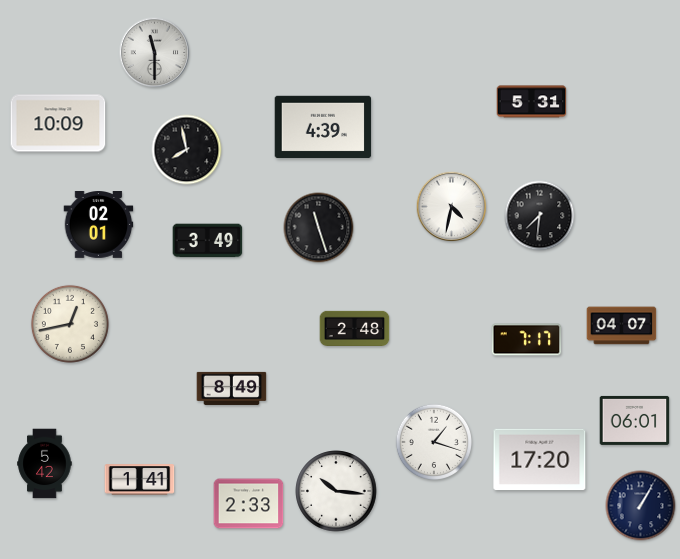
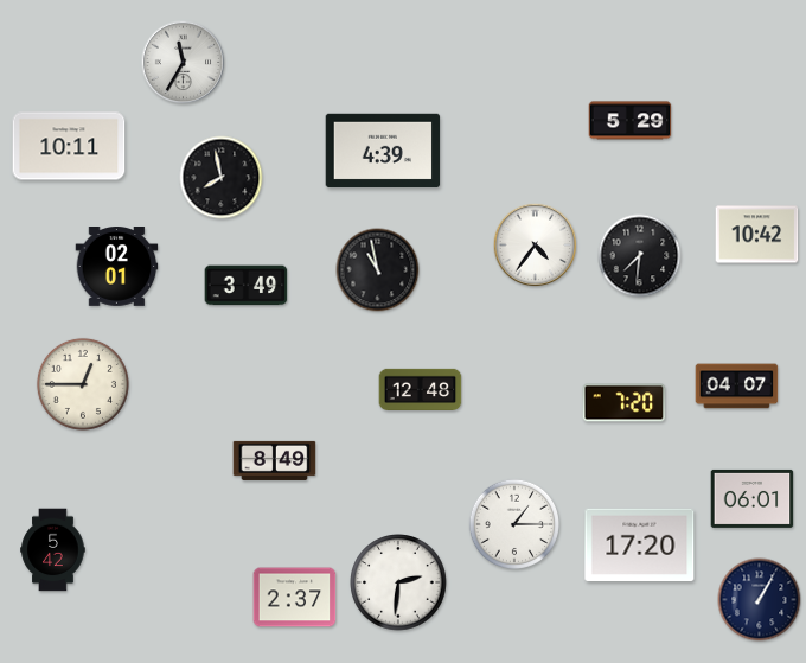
clock at (155, 53): 11:30 -> 11:35
clock at (532, 102): 5:31 -> 5:29
clock at (58, 123): 10:09 -> 10:11
clock at (757, 235): none -> 10:42
clock at (452, 207): 4:32 -> 4:36
clock at (319, 228): 11:27 -> 10:58
clock at (70, 324): 12:43 -> 12:45
clock at (355, 328): 2:48 -> 12:48
clock at (527, 340): 7:17 -> 7:20
clock at (434, 442): 1:18 -> 1:15
clock at (140, 480): 1:41 -> none
clock at (336, 491): 10:16 -> 2:31
clock at (249, 504): 2:33 -> 2:37
